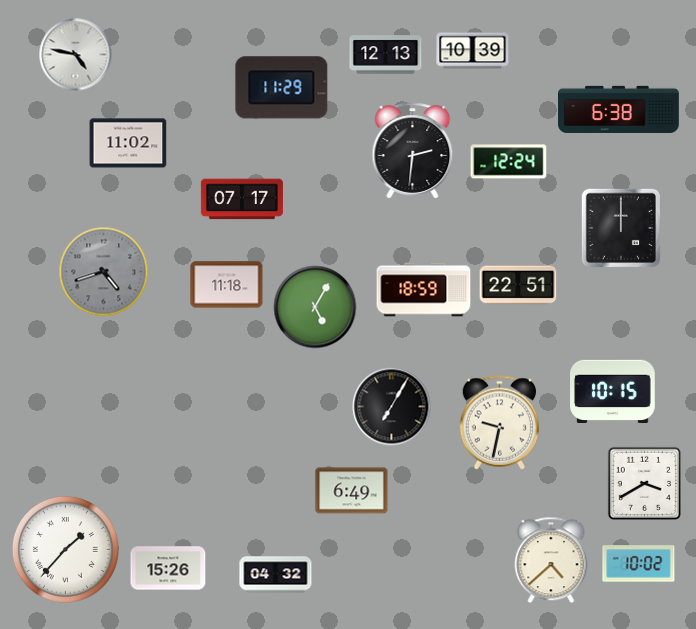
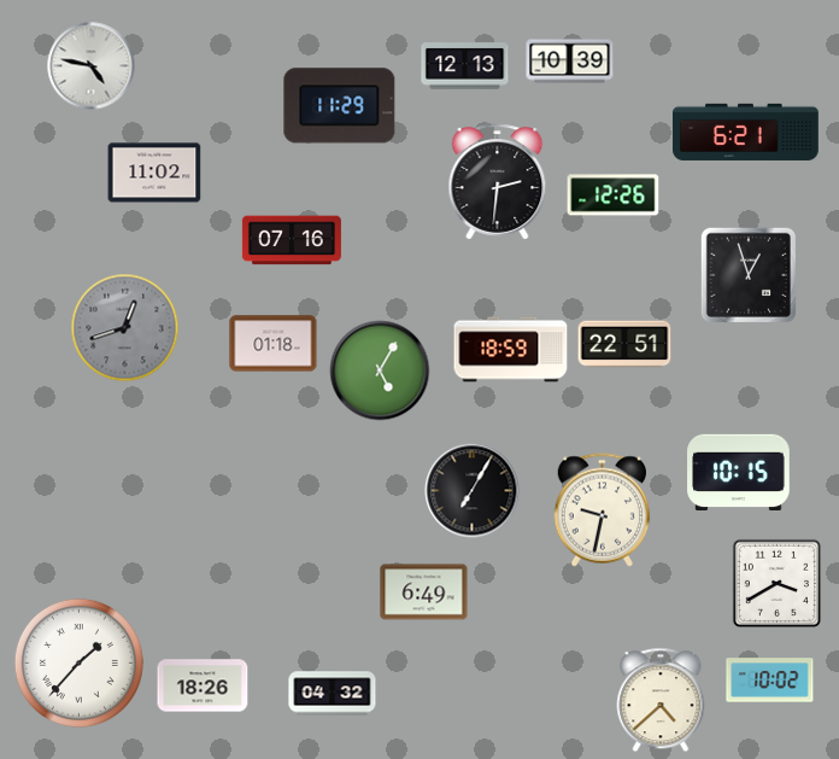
clock at (619, 109): 6:38 -> 6:21
clock at (509, 162): 12:24 -> 12:26
clock at (242, 199): 07:17 -> 07:16
clock at (621, 228): 12:00 -> 12:57
clock at (104, 272): 4:42 -> 12:42
clock at (227, 285): 11:18 -> 01:18
clock at (551, 560) position: (551, 560) -> (661, 700)
clock at (168, 568): 15:26 -> 18:26
